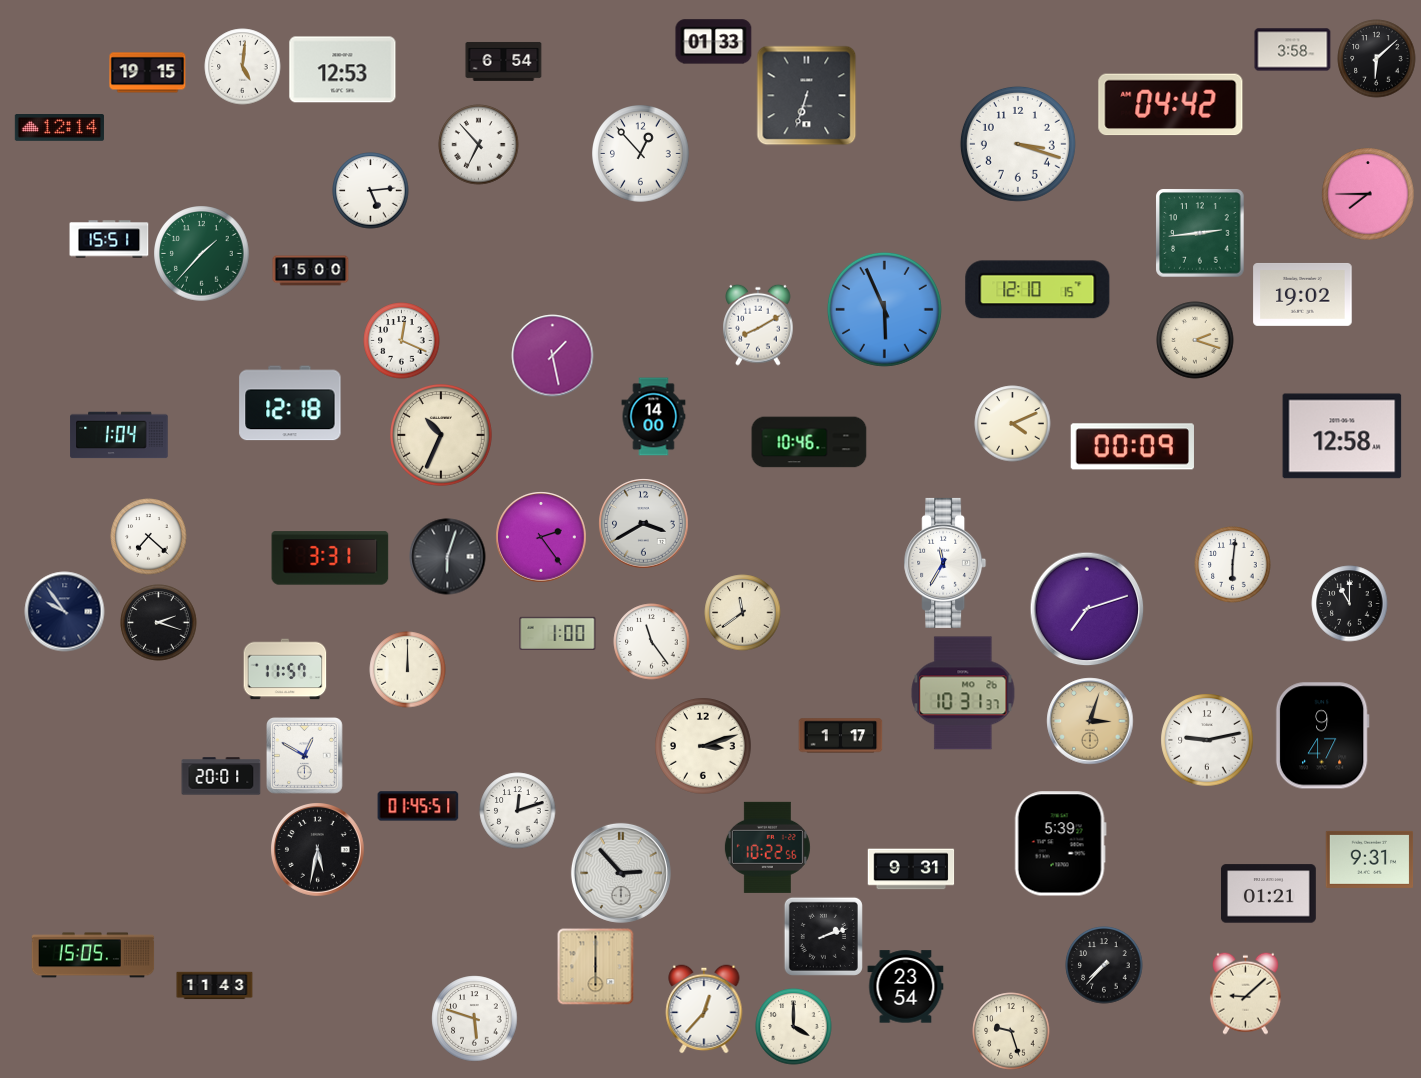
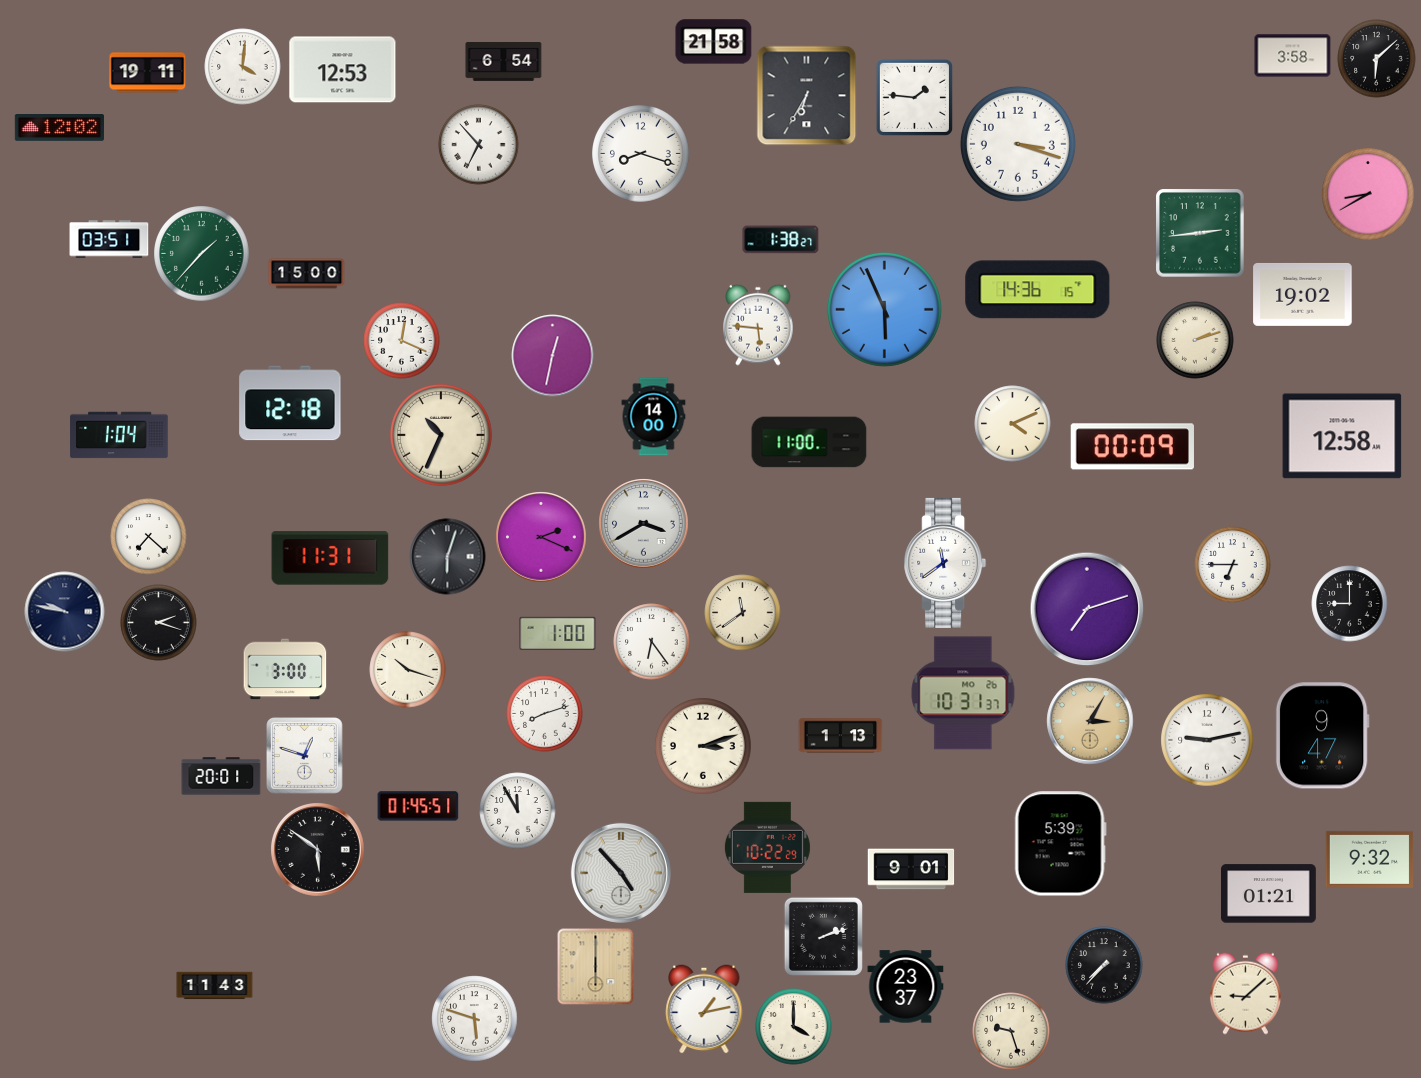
clock at (714, 42): 01:33 -> 21:58
clock at (1293, 50) position: (1293, 50) -> (1293, 56)
clock at (243, 67): 5:01 -> 4:01
clock at (148, 73): 19:15 -> 19:11
clock at (807, 96): 6:33 -> 6:35
clock at (914, 97): none -> 1:46
clock at (1171, 105): 04:42 -> none
clock at (59, 128): 12:14 -> 12:02
clock at (641, 154): 12:53 -> 8:18
clock at (371, 191): 5:14 -> none
clock at (1368, 194): 7:45 -> 8:40
clock at (109, 239): 15:51 -> 03:51
clock at (781, 240): none -> 1:38
clock at (311, 271) position: (311, 271) -> (307, 274)
clock at (1038, 290): 12:10 -> 14:36
clock at (758, 325): 8:10 -> 5:46
clock at (1195, 340): 2:18 -> 2:12
clock at (553, 356): 1:28 -> 12:32
clock at (809, 442): 10:46 -> 11:00
clock at (541, 537): 2:24 -> 2:19
clock at (330, 558): 3:31 -> 11:31
clock at (945, 563): 11:35 -> 11:39
clock at (1233, 565): 6:01 -> 6:45
clock at (1350, 604): 11:00 -> 9:00
clock at (65, 612): 9:54 -> 9:47
clock at (652, 642): 11:24 -> 6:24
clock at (285, 669): 11:57 -> 3:00
clock at (408, 670): 12:00 -> 10:18
clock at (545, 714): none -> 8:12
clock at (1090, 721): 3:03 -> 3:05
clock at (841, 736): 1:17 -> 1:13
clock at (305, 756): 12:50 -> 12:48
clock at (518, 811): 12:12 -> 11:55
clock at (767, 847): 10:22:56 -> 10:22:29
clock at (318, 850): 5:32 -> 5:51
clock at (1370, 859): 9:31 -> 9:32
clock at (911, 869): 9:31 -> 9:01
clock at (621, 873): 2:53 -> 4:53
clock at (93, 955): 15:05 -> none
clock at (906, 987): 23:54 -> 23:37
clock at (704, 1009): 12:37 -> 1:13
